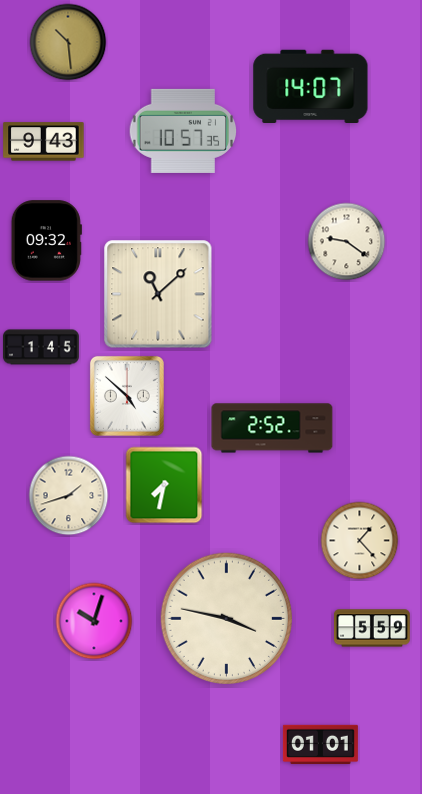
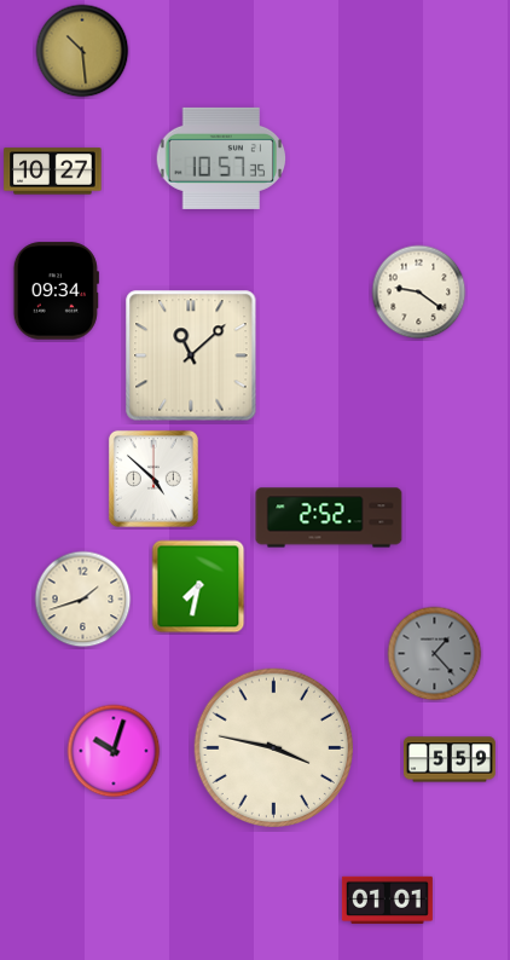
clock at (311, 86): 14:07 -> none
clock at (44, 142): 9:43 -> 10:27
clock at (46, 241): 09:32 -> 09:34
clock at (41, 347): 1:45 -> none
clock at (360, 541) dial: cream -> grey
